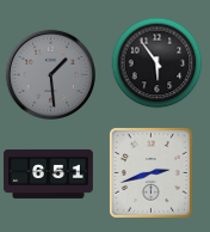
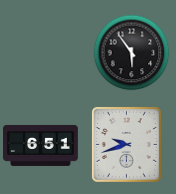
clock at (51, 75): 1:29 -> none
clock at (150, 172): 2:42 -> 9:42
